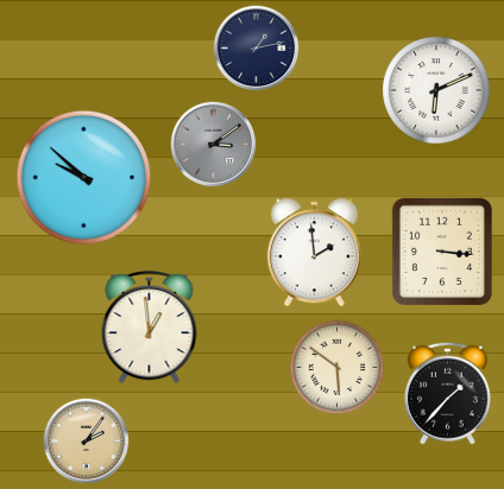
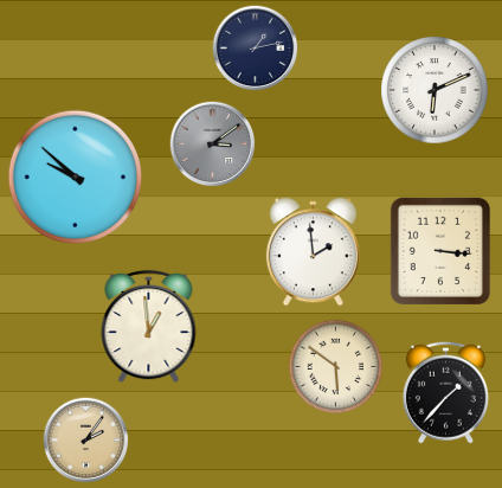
clock at (83, 177) position: (83, 177) -> (75, 176)
